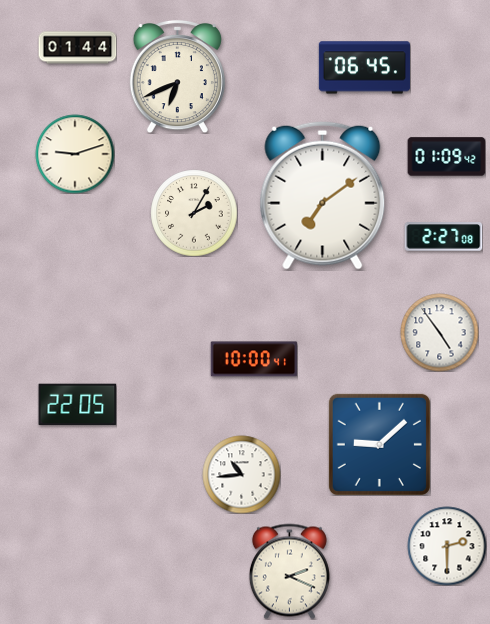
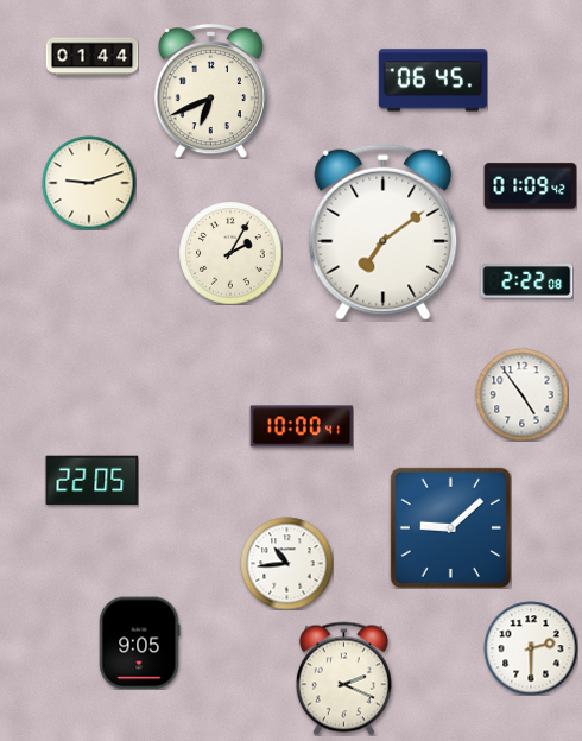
clock at (443, 237): 2:27 -> 2:22
clock at (139, 642): none -> 9:05
